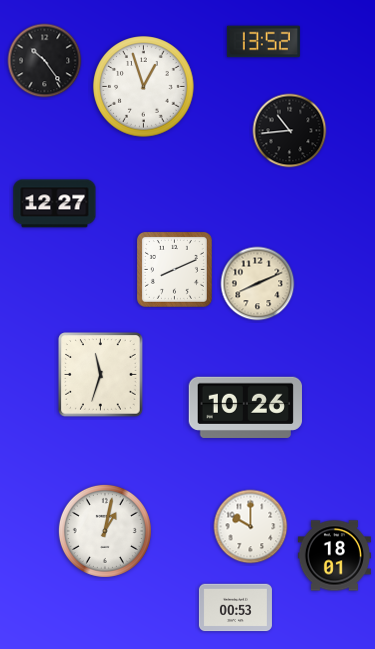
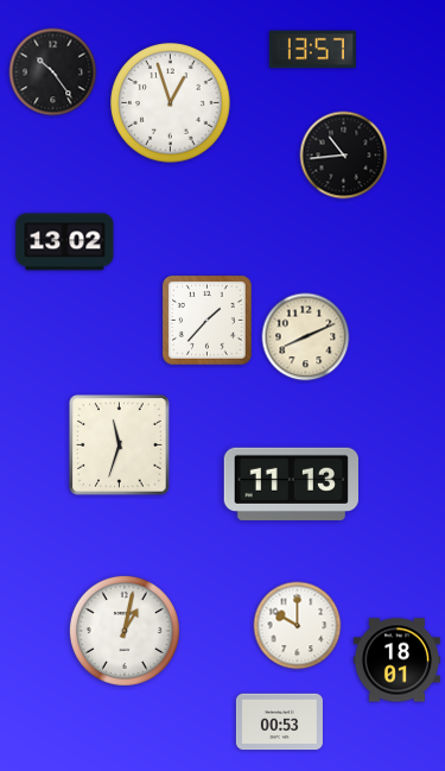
clock at (263, 42): 13:52 -> 13:57
clock at (55, 204): 12:27 -> 13:02
clock at (174, 269): 8:11 -> 1:37
clock at (245, 407): 10:26 -> 11:13
